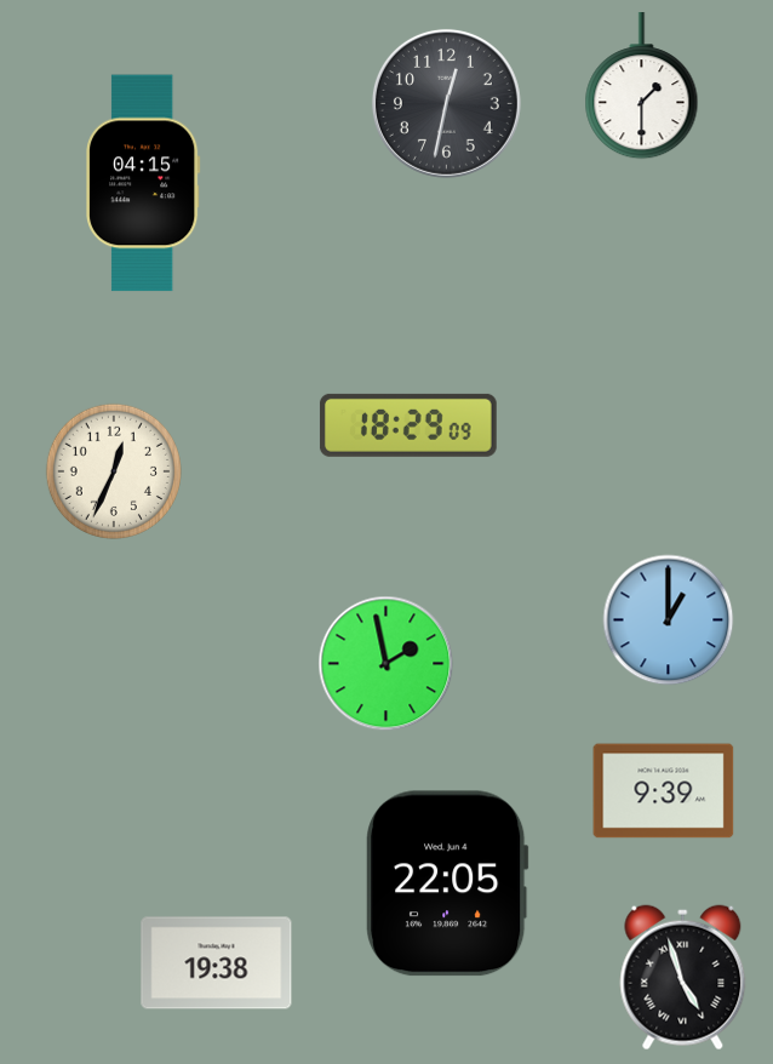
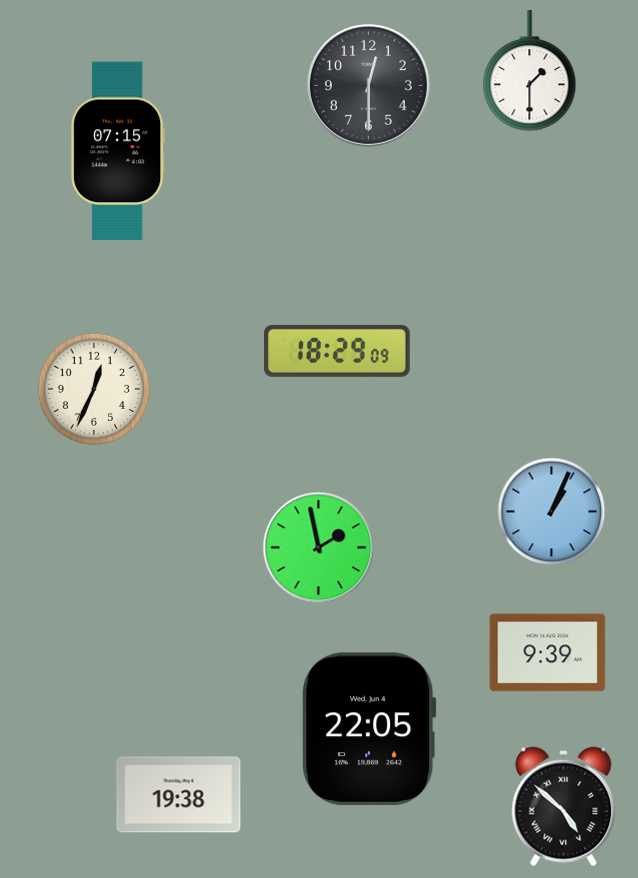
clock at (446, 103): 12:32 -> 12:30
clock at (144, 183): 04:15 -> 07:15
clock at (669, 620): 1:00 -> 1:04
clock at (683, 978): 4:57 -> 4:52
